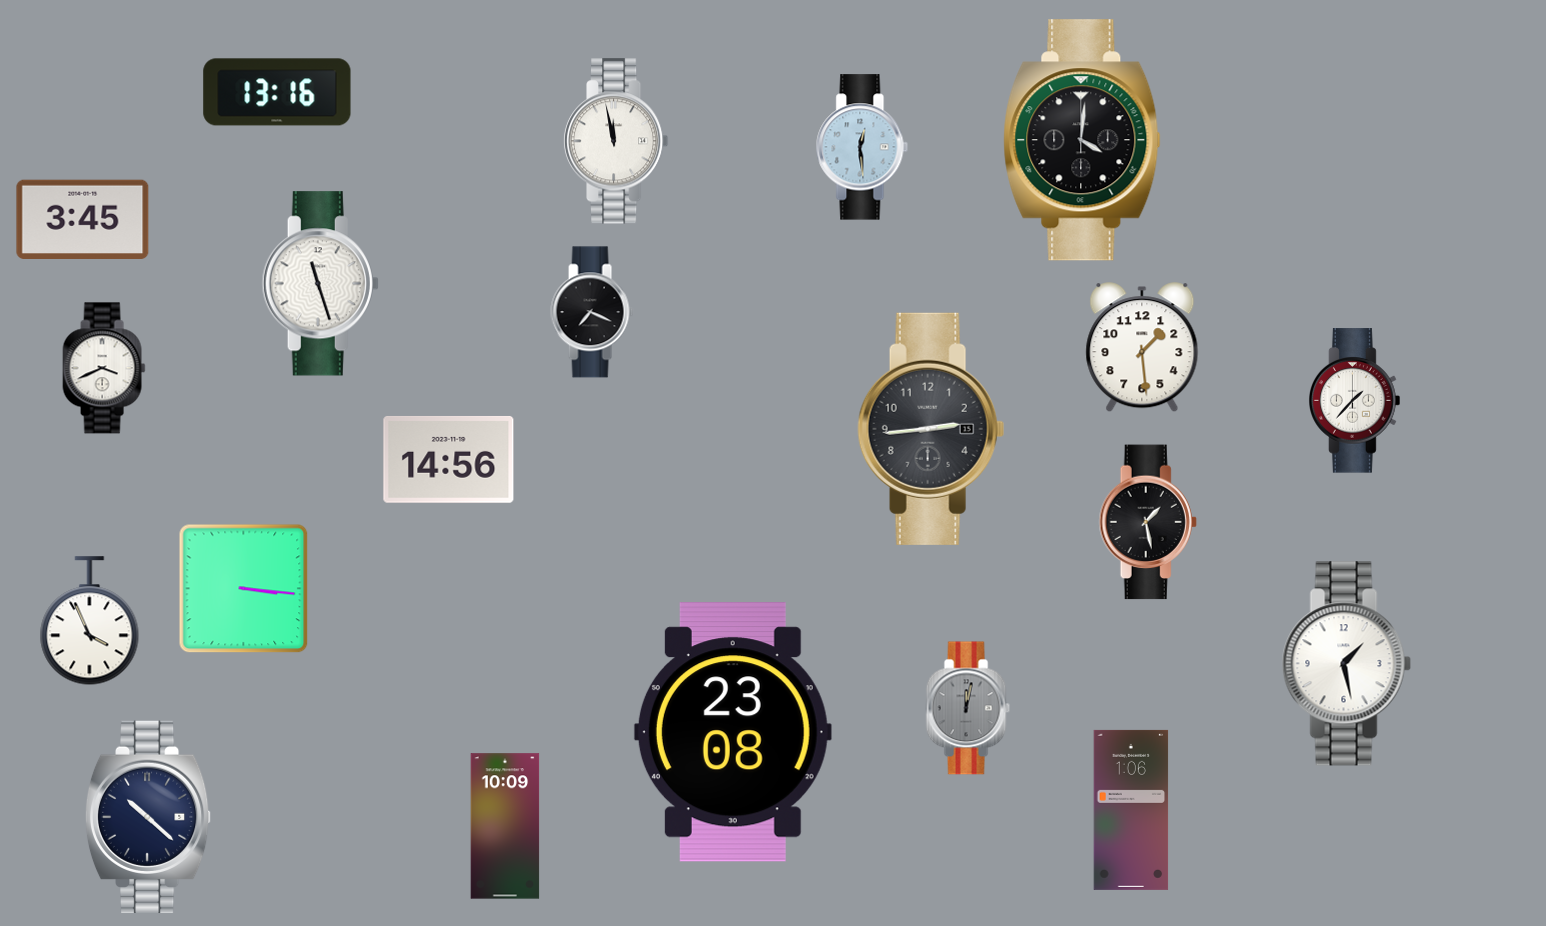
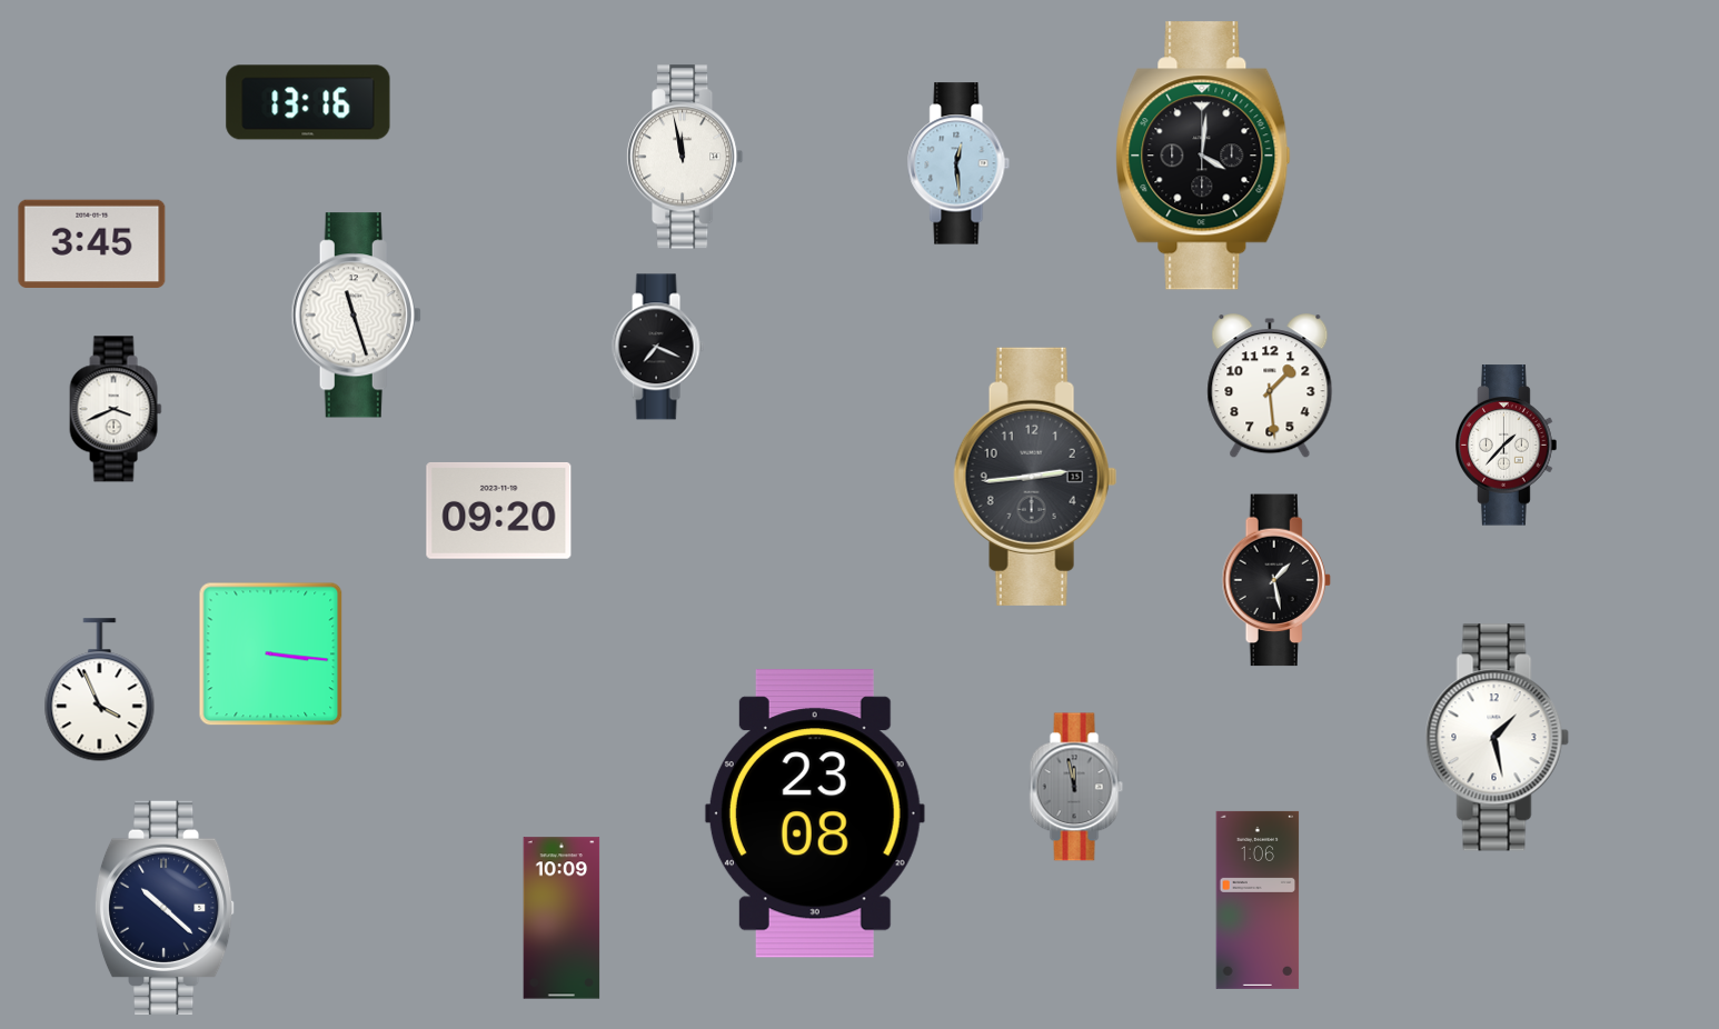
clock at (449, 460): 14:56 -> 09:20
clock at (968, 708): 12:02 -> 11:58
